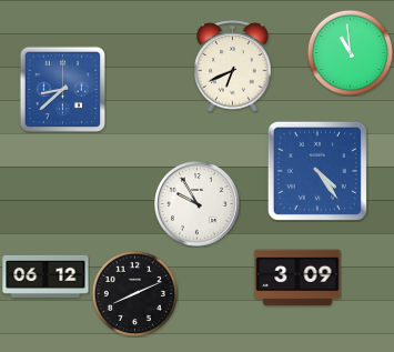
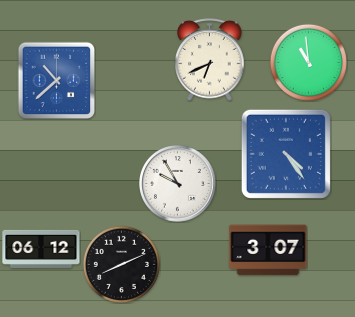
clock at (350, 52) position: (350, 52) -> (308, 62)
clock at (62, 89): 8:38 -> 10:38
clock at (297, 278): 3:09 -> 3:07
